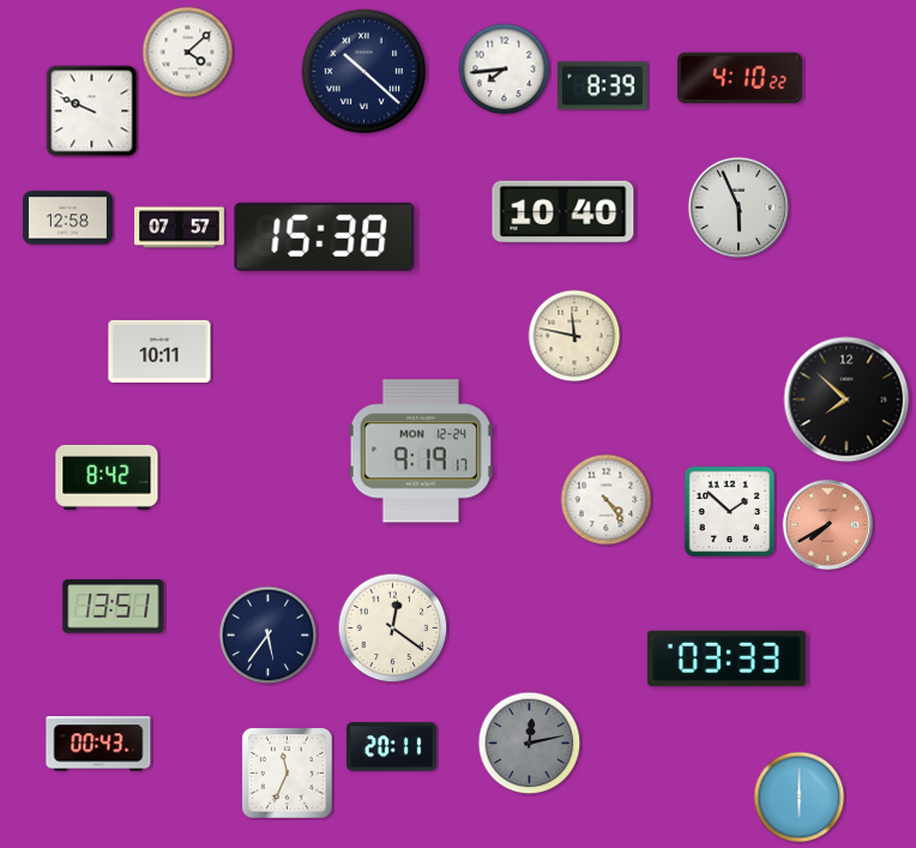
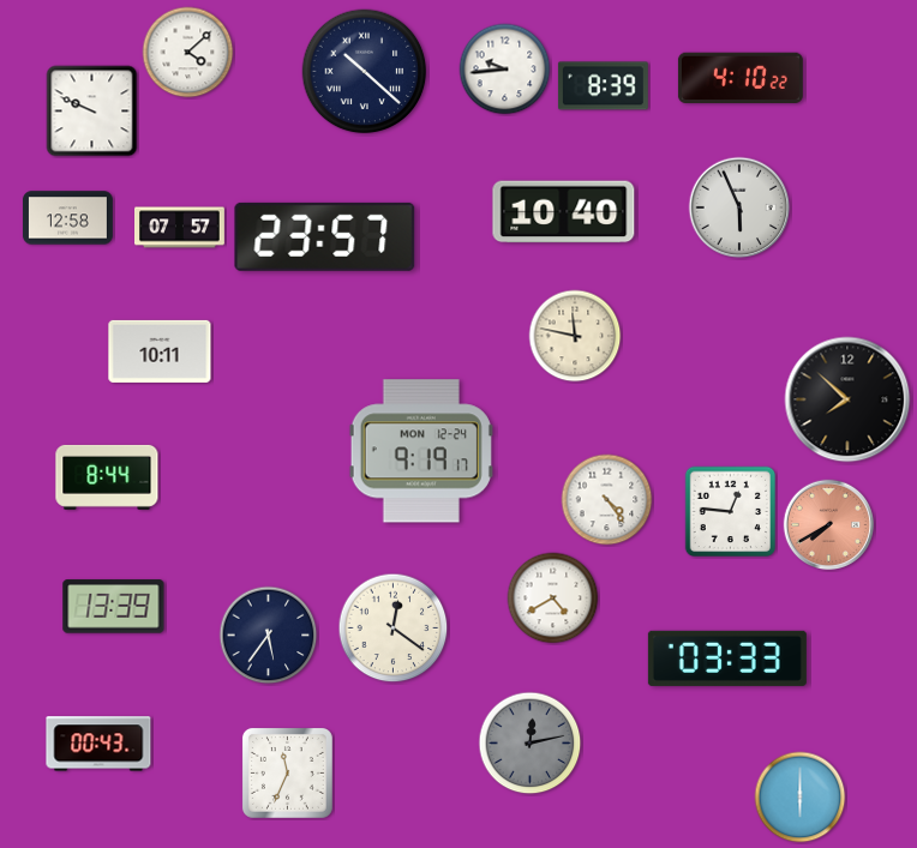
clock at (505, 70): 7:44 -> 9:44
clock at (325, 236): 15:38 -> 23:57
clock at (107, 477): 8:42 -> 8:44
clock at (730, 512): 1:52 -> 12:46
clock at (553, 599): none -> 4:40
clock at (114, 607): 13:51 -> 13:39
clock at (391, 747): 20:11 -> none
